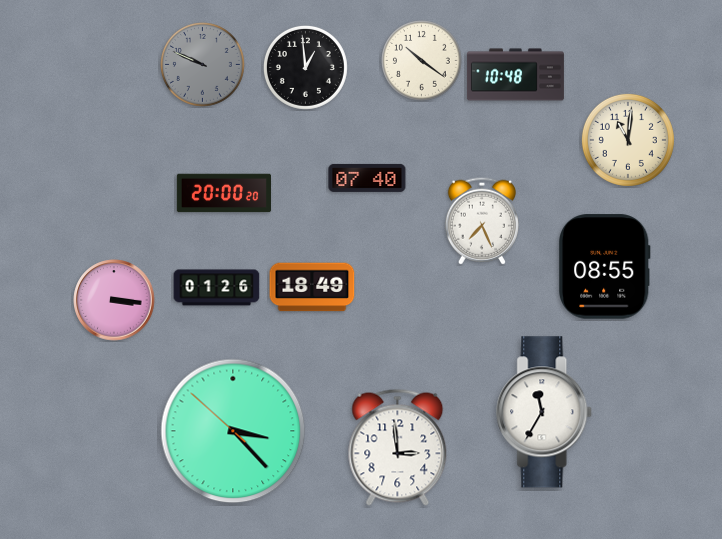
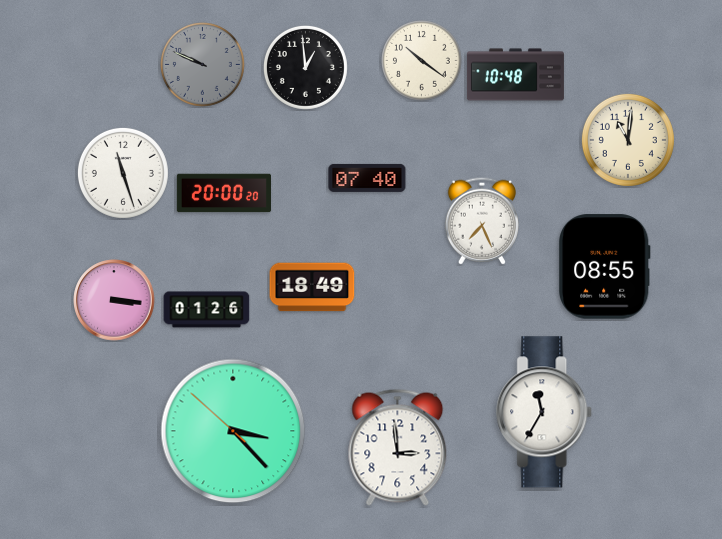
clock at (123, 173): none -> 11:27
clock at (217, 288) position: (217, 288) -> (207, 310)
